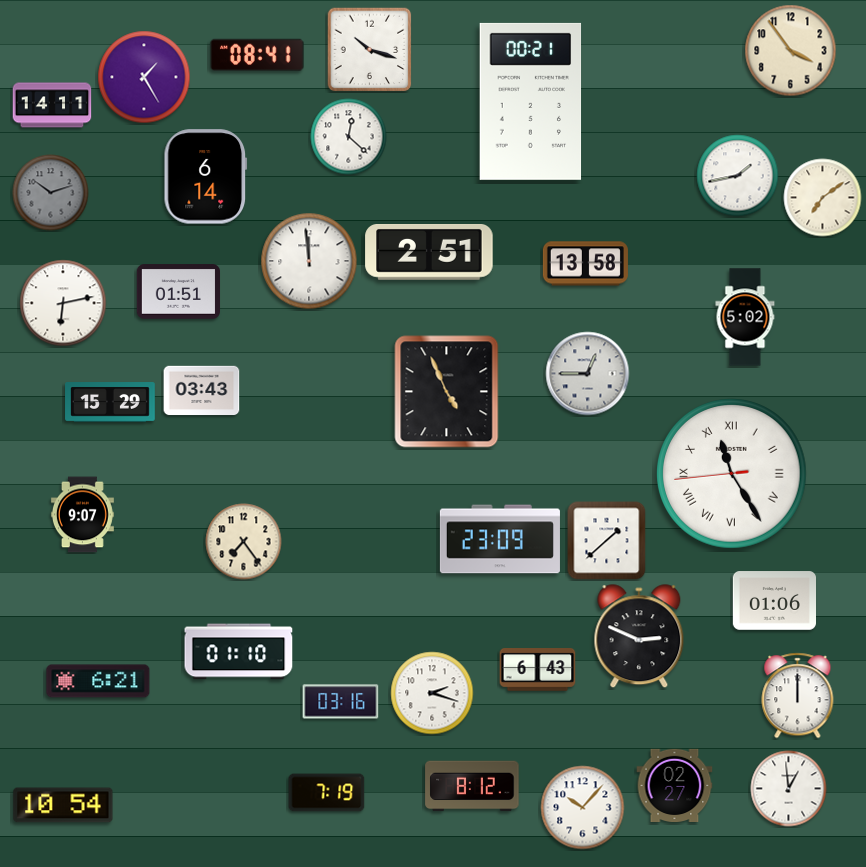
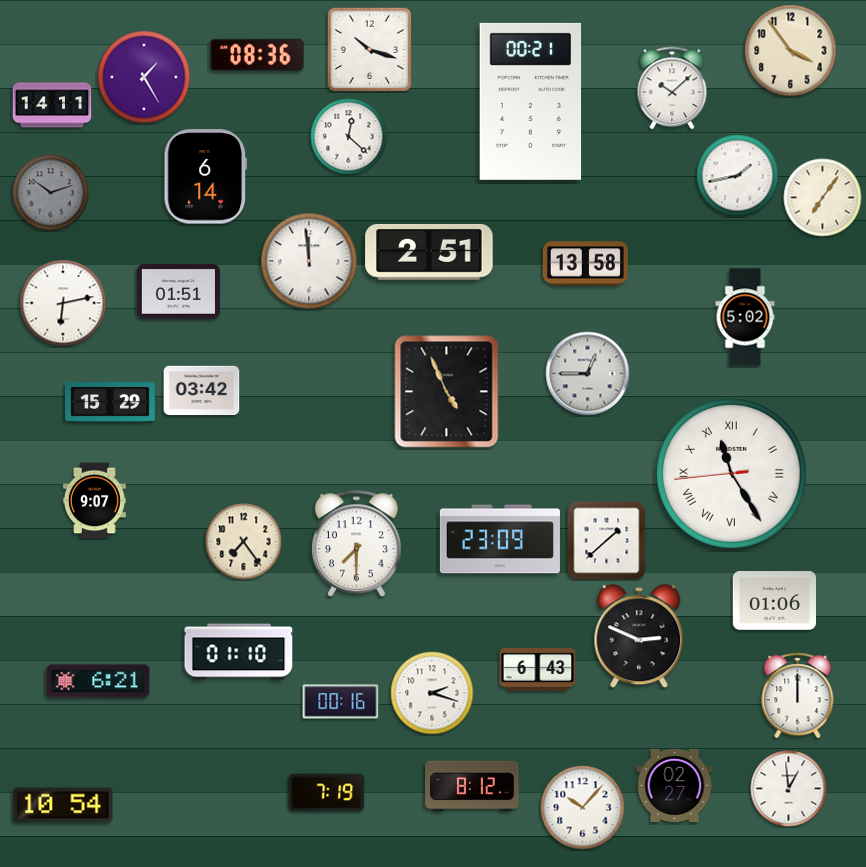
clock at (257, 55): 08:41 -> 08:36
clock at (672, 88): none -> 10:08
clock at (823, 198): 7:09 -> 7:06
clock at (202, 391): 03:43 -> 03:42
clock at (82, 515) position: (82, 515) -> (94, 501)
clock at (356, 544): none -> 7:30
clock at (341, 702): 03:16 -> 00:16
